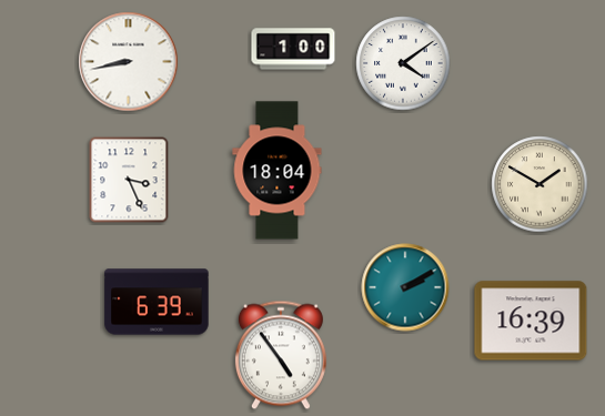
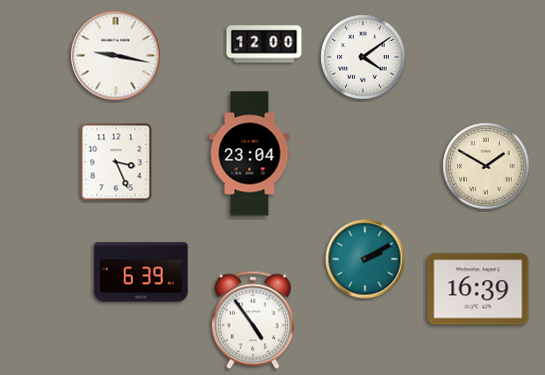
clock at (293, 49): 1:00 -> 12:00
clock at (129, 62): 8:43 -> 9:17
clock at (278, 171): 18:04 -> 23:04
